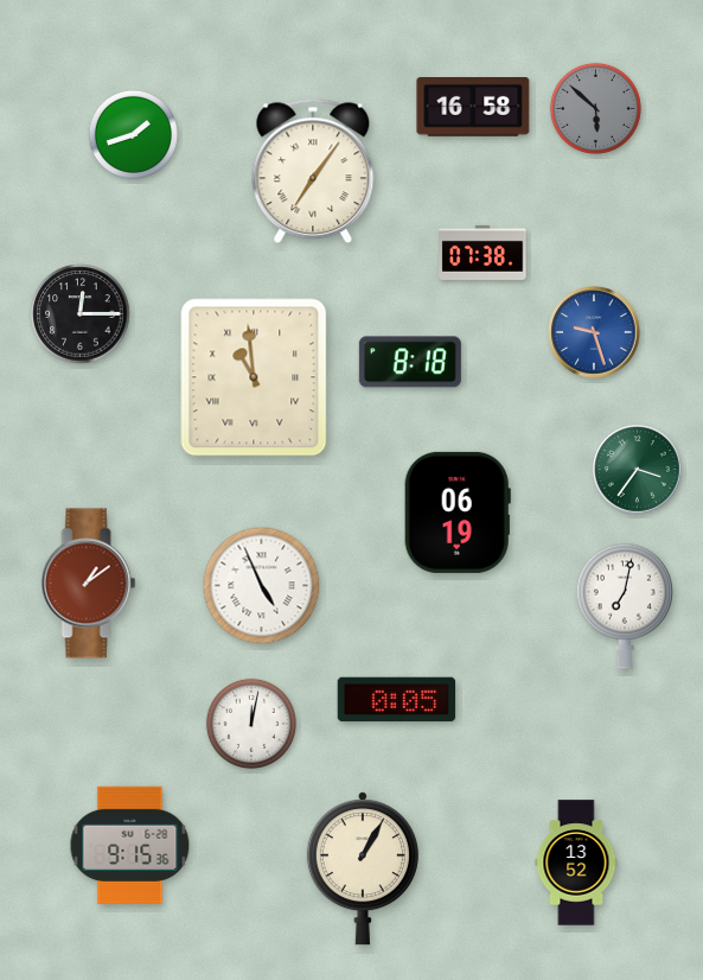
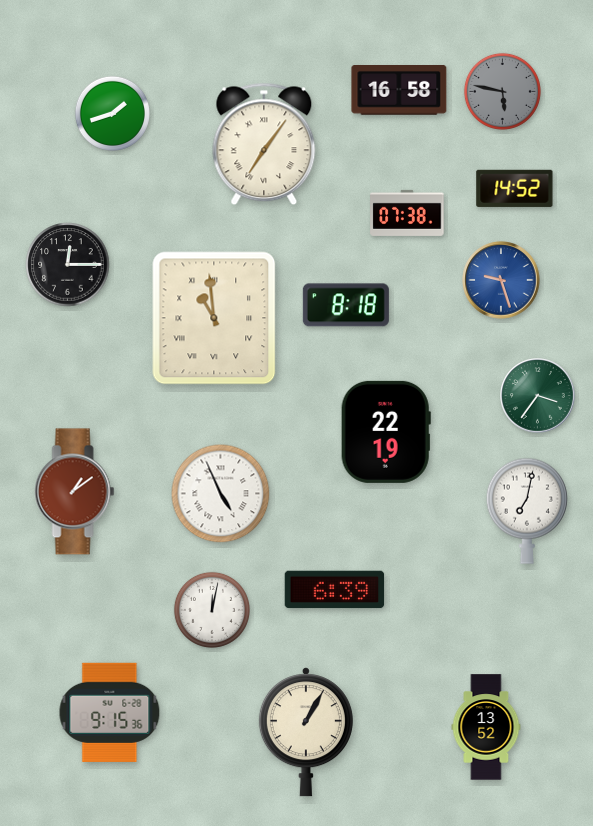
clock at (595, 108): 5:52 -> 5:47
clock at (515, 188): none -> 14:52
clock at (458, 513): 06:19 -> 22:19
clock at (397, 700): 0:05 -> 6:39
